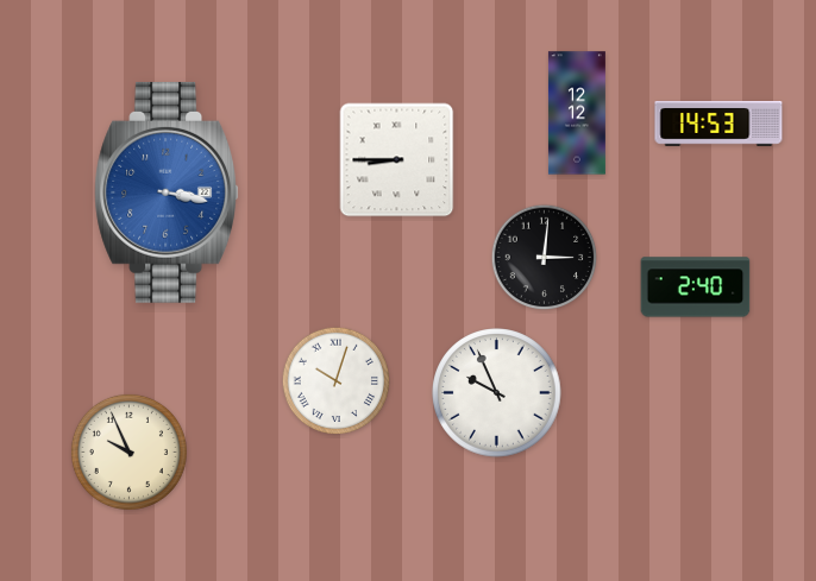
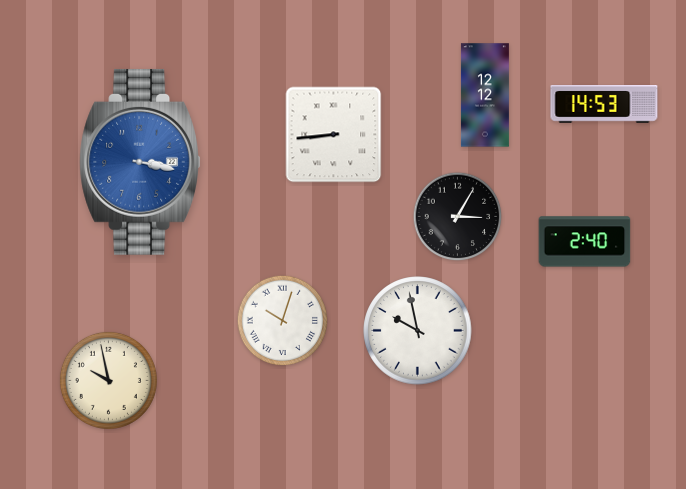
clock at (397, 160): 8:45 -> 8:44
clock at (545, 258): 3:01 -> 3:05
clock at (497, 393): 9:56 -> 9:58
clock at (128, 451): 9:56 -> 9:58
